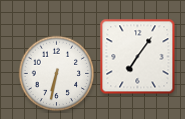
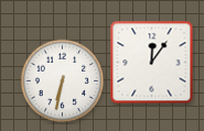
clock at (138, 57): 7:06 -> 12:06
